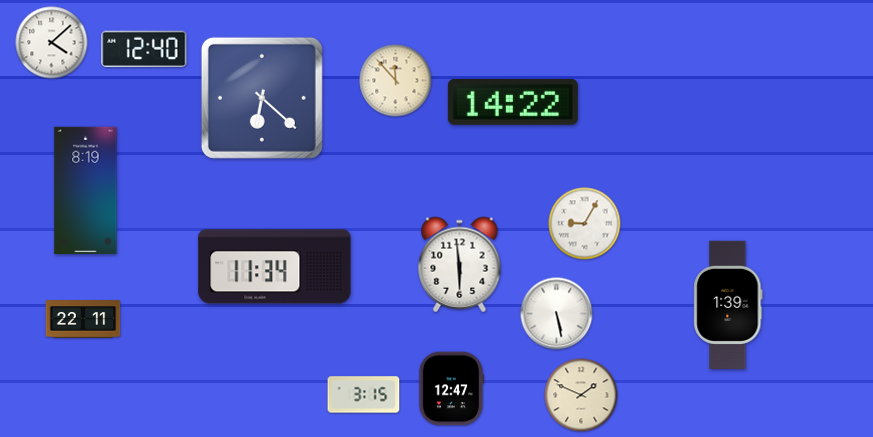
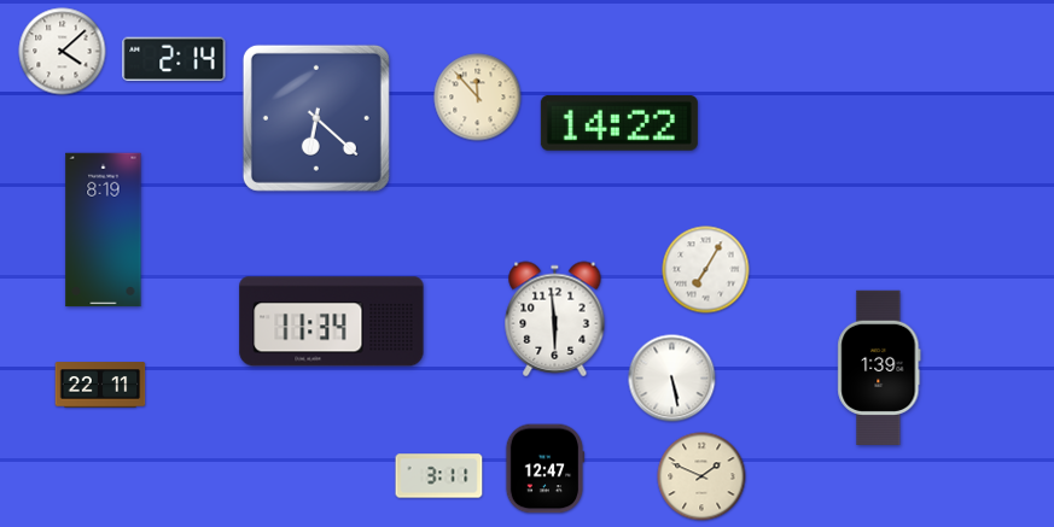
clock at (144, 49): 12:40 -> 2:14
clock at (585, 224): 9:05 -> 7:05
clock at (364, 395): 3:15 -> 3:11
